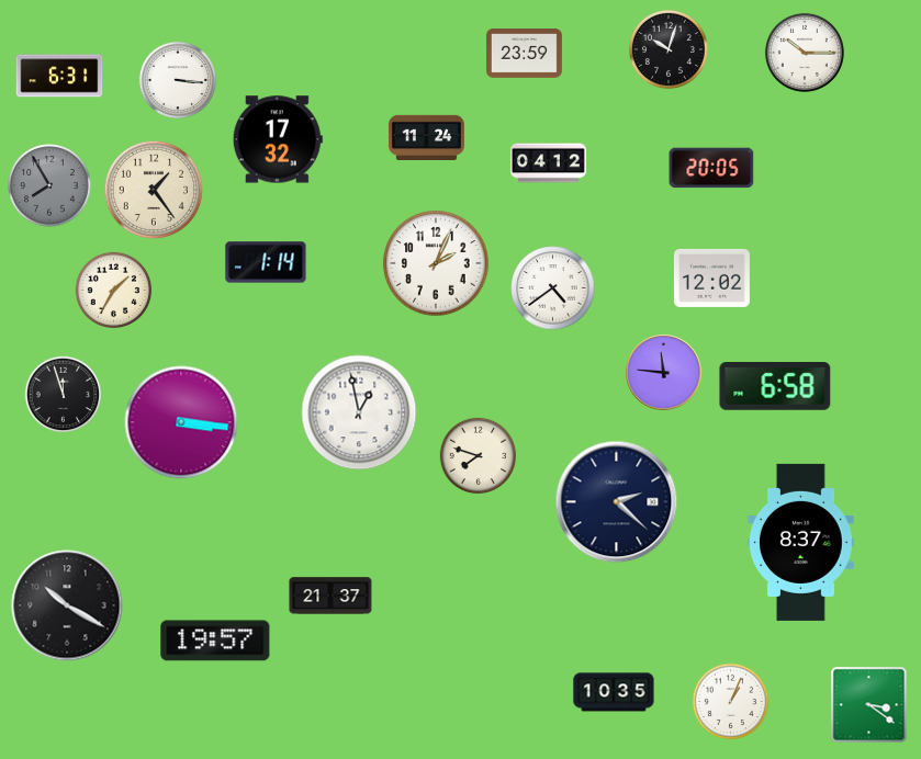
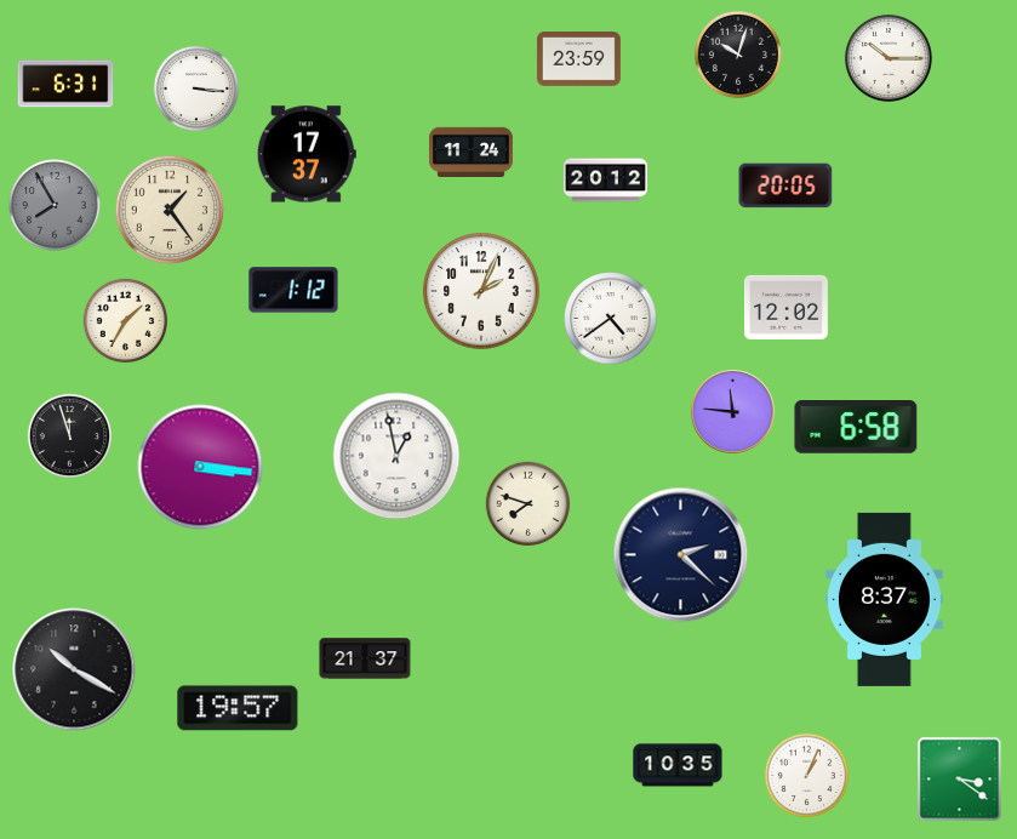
clock at (278, 139): 17:32 -> 17:37
clock at (548, 163): 04:12 -> 20:12
clock at (266, 262): 1:14 -> 1:12
